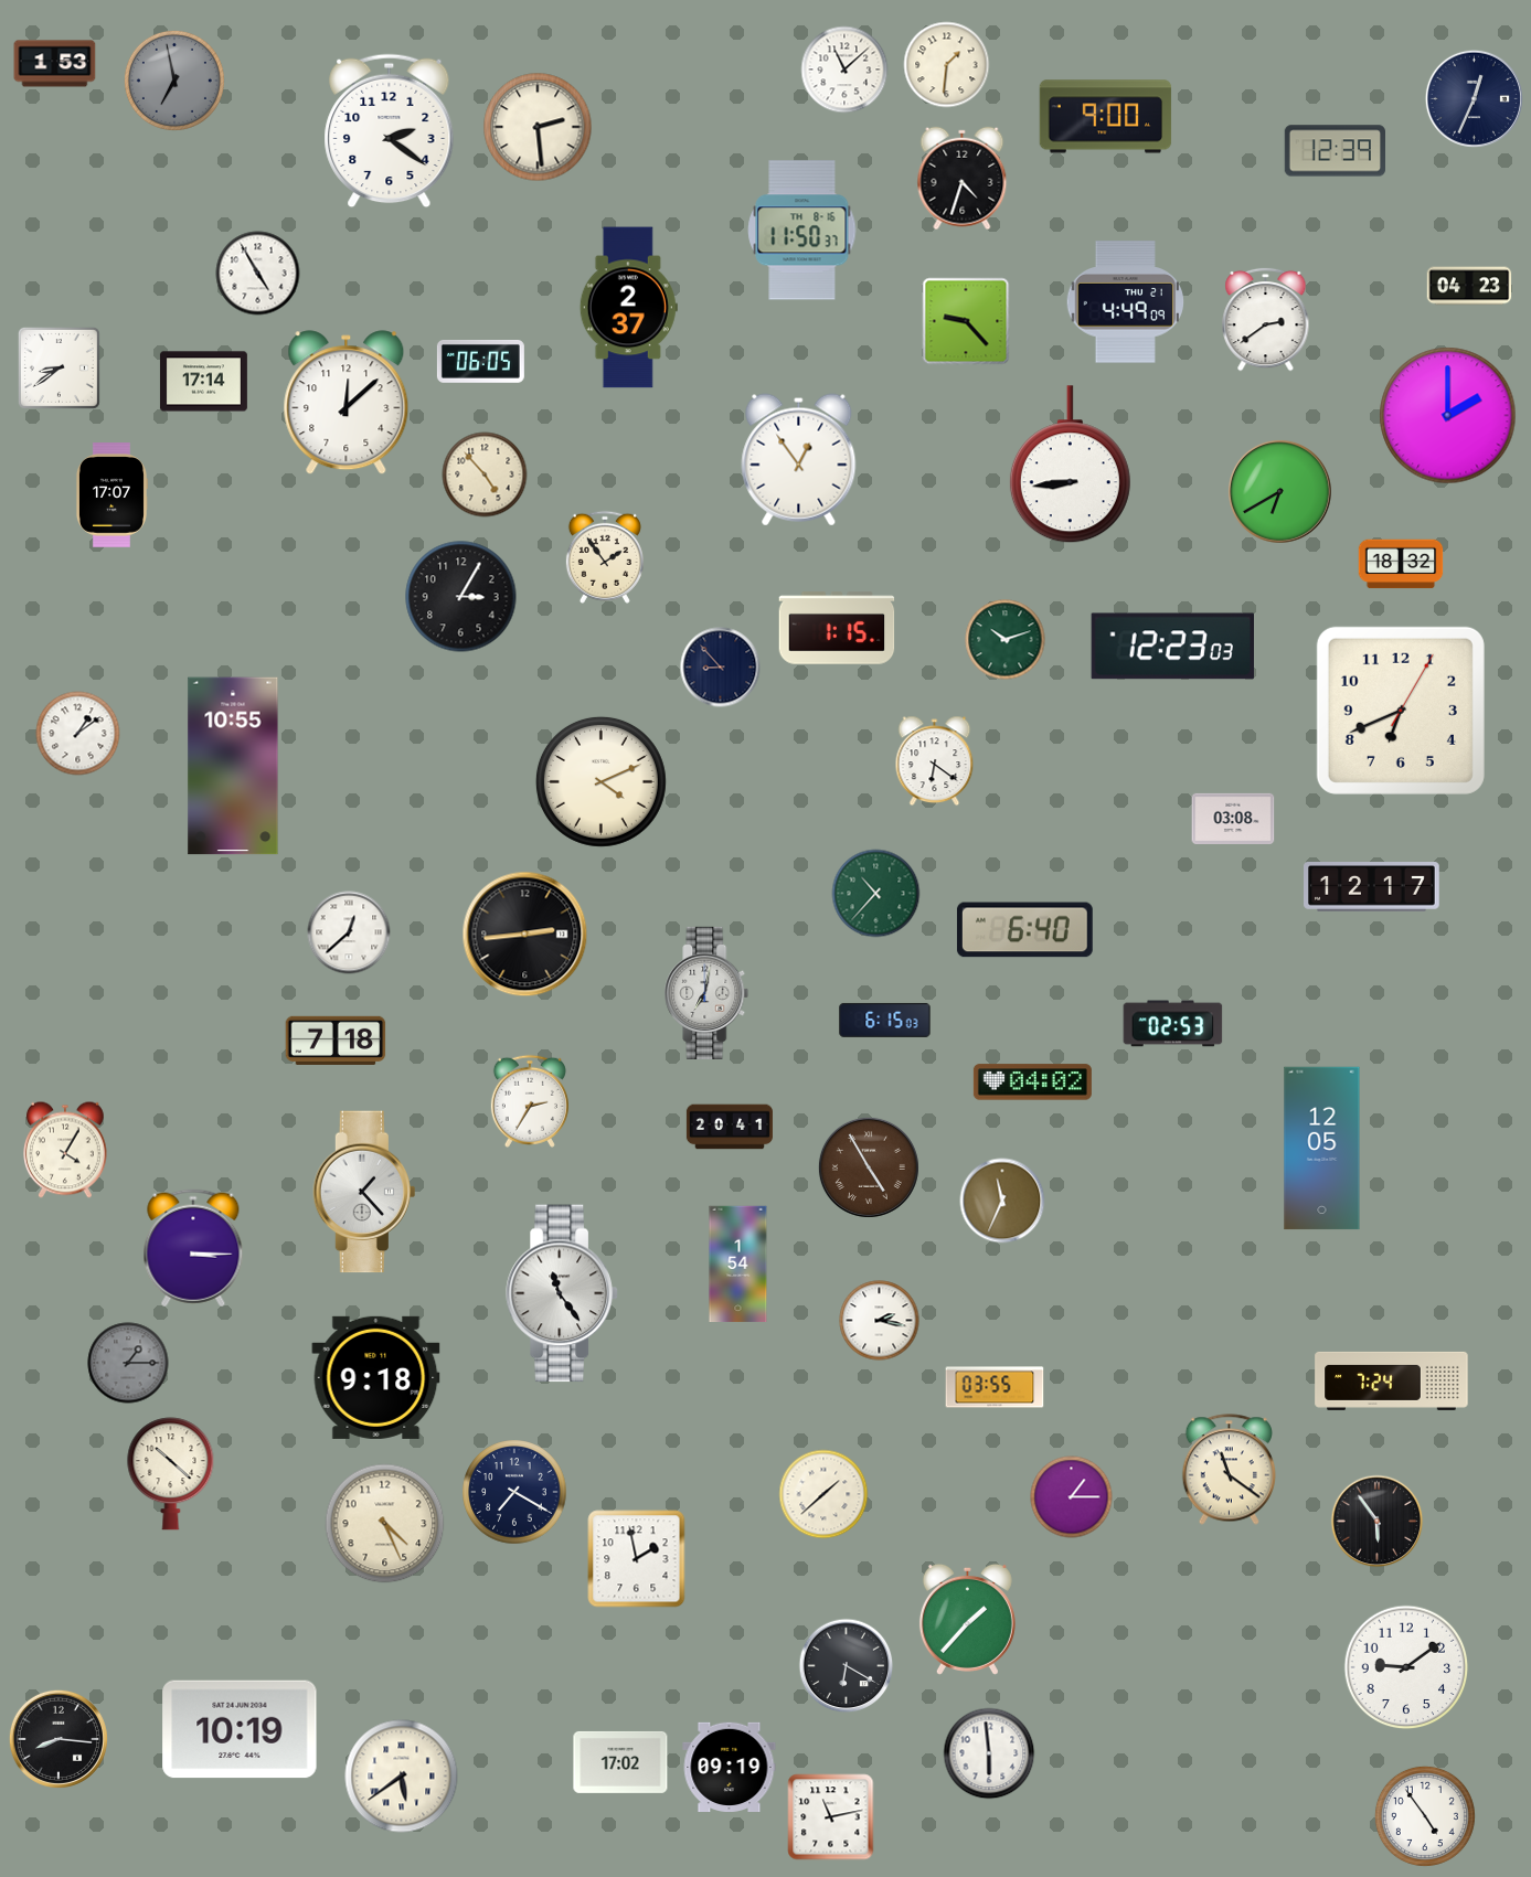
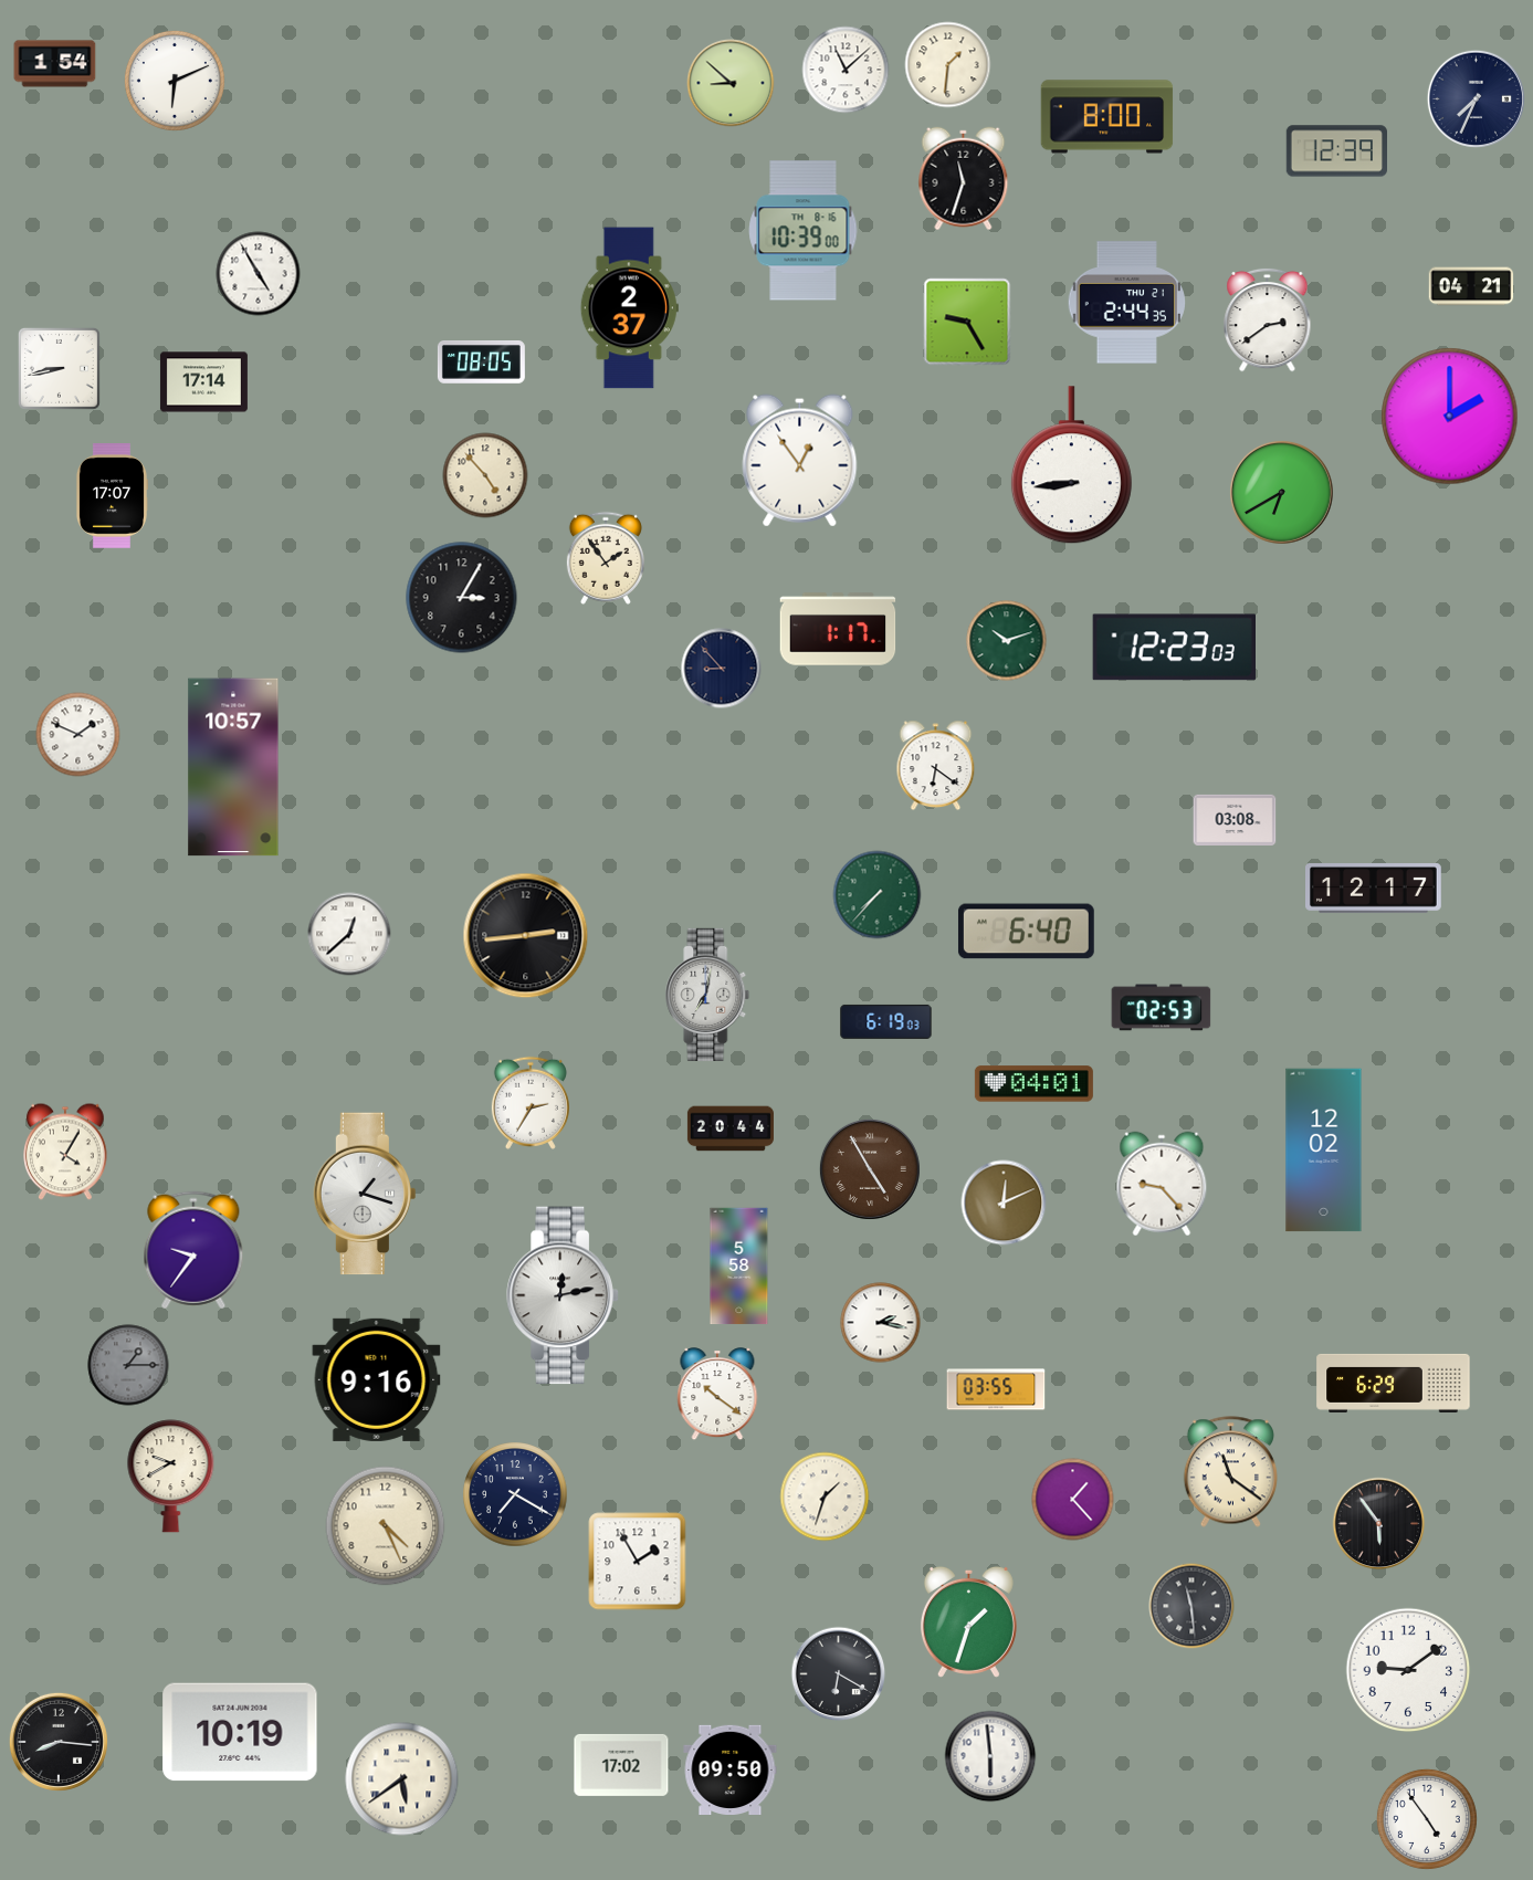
clock at (55, 64): 1:53 -> 1:54
clock at (174, 81): 6:58 -> 6:11
clock at (174, 81) dial: grey -> white
clock at (731, 83): none -> 8:52
clock at (1474, 98): 12:34 -> 7:34
clock at (1106, 117): 9:00 -> 8:00
clock at (538, 127): 2:29 -> none
clock at (390, 131): 2:21 -> none
clock at (963, 179): 4:33 -> 11:33
clock at (802, 231): 11:50 -> 10:39
clock at (1469, 286): 04:23 -> 04:21
clock at (1126, 302): 4:49 -> 2:44
clock at (966, 321): 9:23 -> 9:25
clock at (480, 362): 06:05 -> 08:05
clock at (59, 367): 8:39 -> 8:43
clock at (347, 403): 12:08 -> none
clock at (1401, 564): 18:32 -> none
clock at (837, 628): 1:15 -> 1:17
clock at (1401, 711): 6:41 -> none
clock at (78, 734): 1:09 -> 1:49
clock at (935, 761) position: (935, 761) -> (936, 766)
clock at (233, 766): 10:55 -> 10:57
clock at (600, 781): 4:11 -> none
clock at (876, 894): 10:37 -> 7:37
clock at (885, 1020): 6:15 -> 6:19
clock at (1173, 1024) position: (1173, 1024) -> (1162, 1008)
clock at (336, 1041): 7:18 -> none
clock at (1032, 1083): 04:02 -> 04:01
clock at (730, 1127): 20:41 -> 20:44
clock at (1322, 1149): 12:05 -> 12:02
clock at (1162, 1184): none -> 9:23
clock at (363, 1192): 1:23 -> 1:18
clock at (1002, 1201): 11:34 -> 12:11
clock at (193, 1248): 3:15 -> 9:36
clock at (738, 1265): 1:54 -> 5:58
clock at (562, 1293): 11:24 -> 12:13
clock at (376, 1377): 9:18 -> 9:16
clock at (1392, 1380): 7:24 -> 6:29
clock at (717, 1395): none -> 10:21
clock at (171, 1474): 10:22 -> 9:40
clock at (823, 1494): 1:38 -> 1:33
clock at (1072, 1497): 1:15 -> 1:23
clock at (637, 1559): 1:58 -> 1:55
clock at (1191, 1606): none -> 11:29
clock at (967, 1619): 1:37 -> 1:33
clock at (847, 1666) position: (847, 1666) -> (839, 1674)
clock at (730, 1767): 09:19 -> 09:50
clock at (831, 1817): 11:13 -> none
